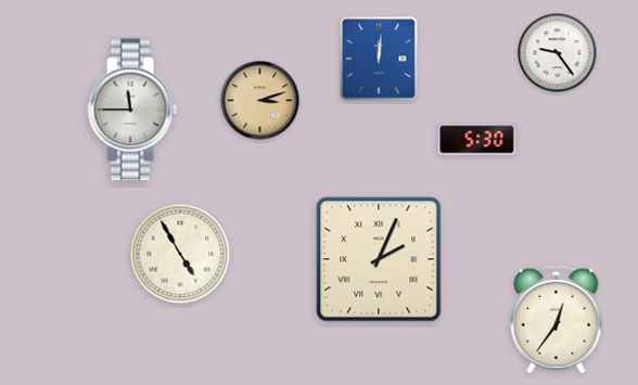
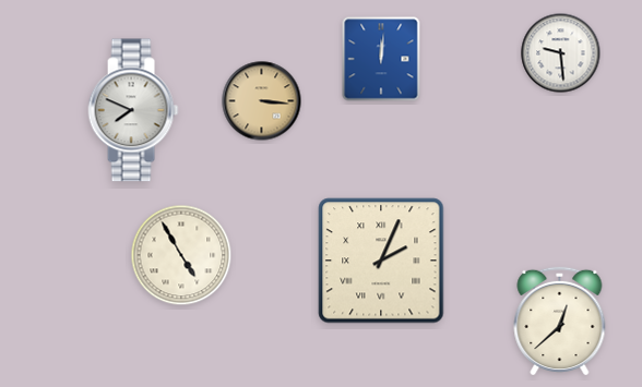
clock at (558, 53): 9:24 -> 9:29
clock at (260, 101): 3:12 -> 3:16
clock at (132, 110): 11:45 -> 7:49
clock at (477, 140): 5:30 -> none
clock at (557, 319): 12:36 -> 12:38
